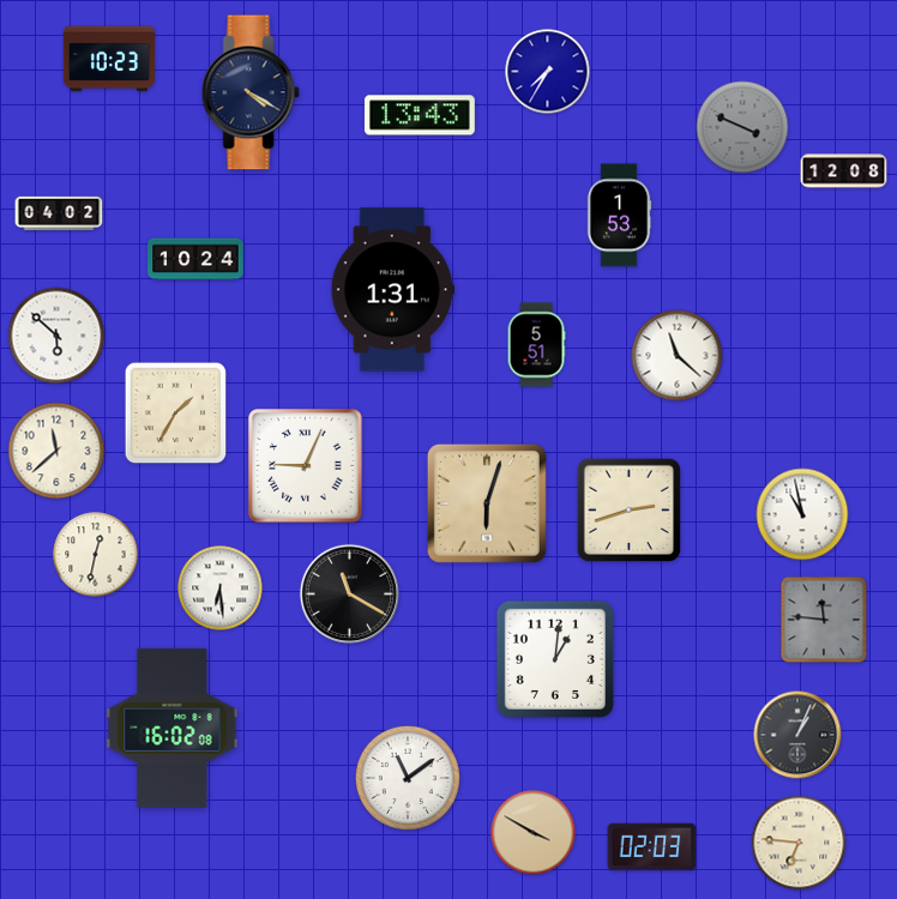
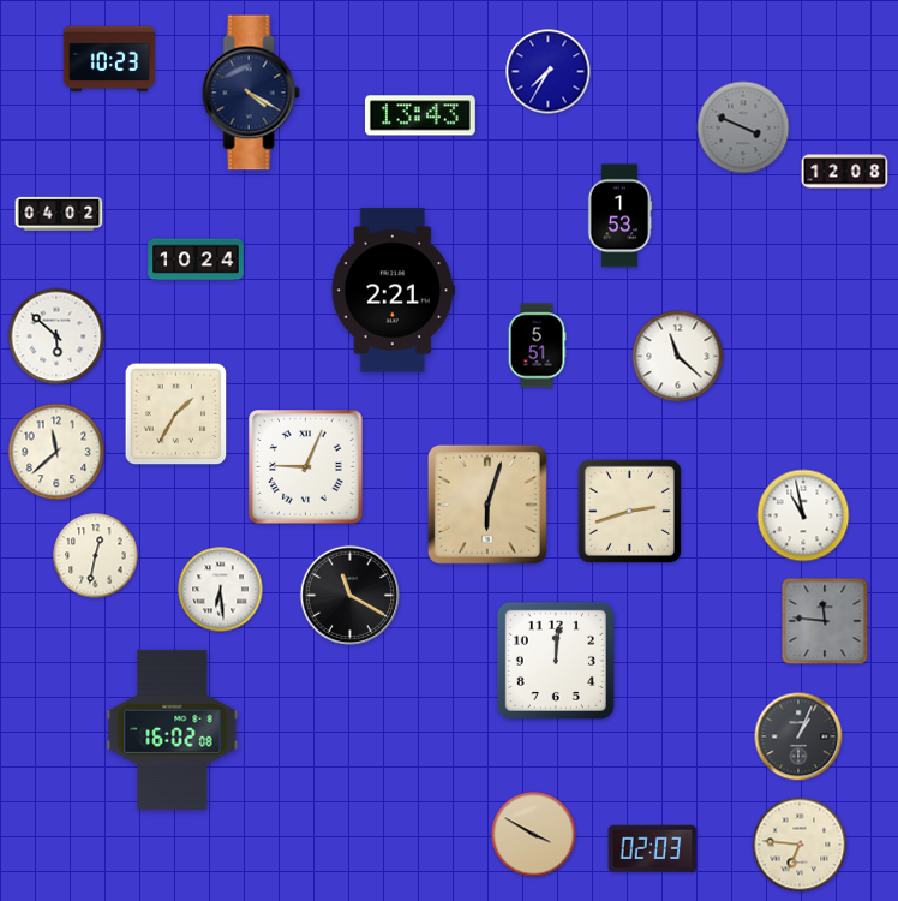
clock at (392, 290): 1:31 -> 2:21
clock at (555, 659): 1:01 -> 12:01
clock at (408, 778): 11:09 -> none
